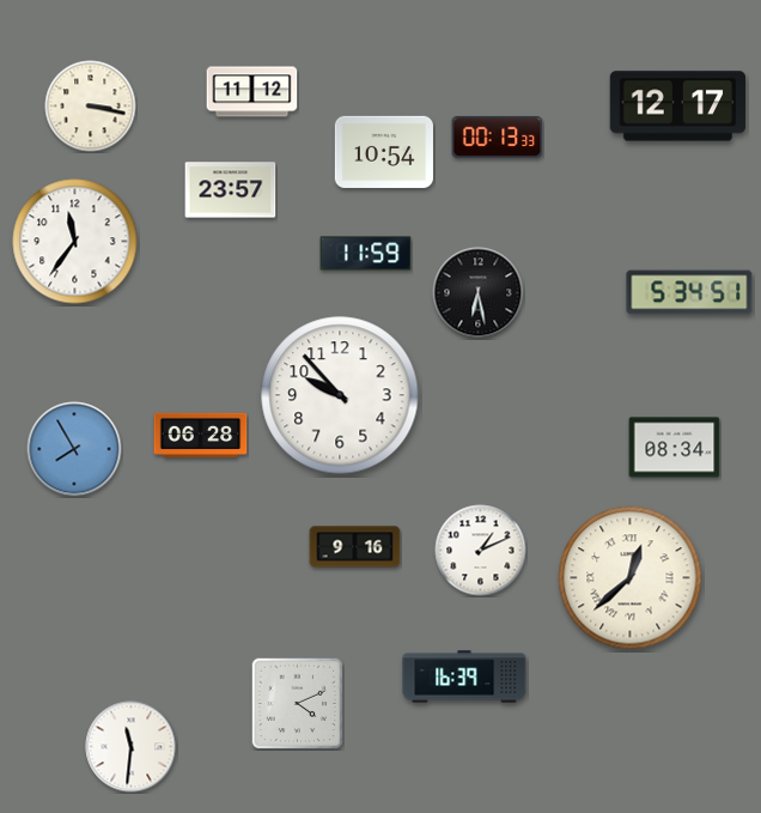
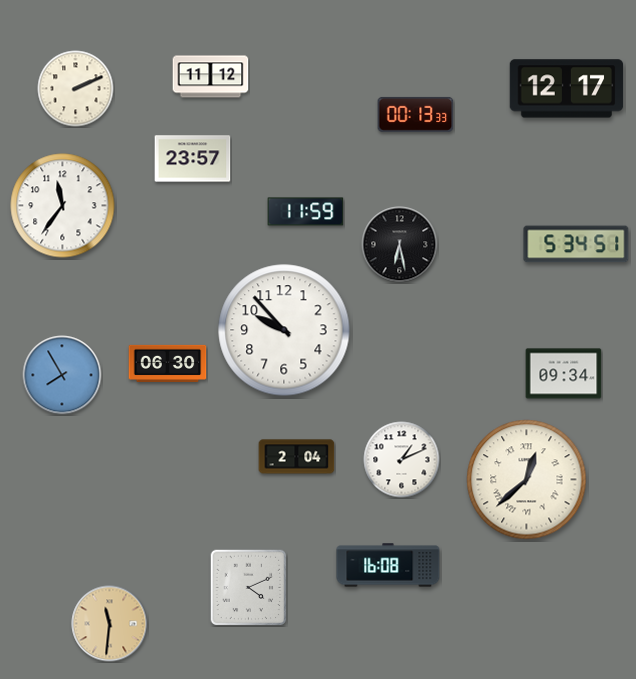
clock at (91, 107): 3:17 -> 2:11
clock at (384, 152): 10:54 -> none
clock at (75, 242) position: (75, 242) -> (63, 206)
clock at (201, 435): 06:28 -> 06:30
clock at (675, 448): 08:34 -> 09:34
clock at (355, 547): 9:16 -> 2:04
clock at (631, 578) position: (631, 578) -> (527, 480)
clock at (464, 677): 16:39 -> 16:08
clock at (132, 747) dial: white -> champagne
